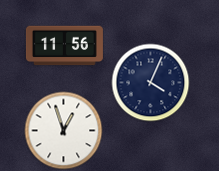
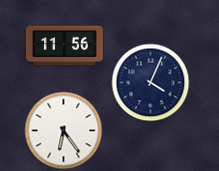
clock at (63, 130): 12:57 -> 6:24
